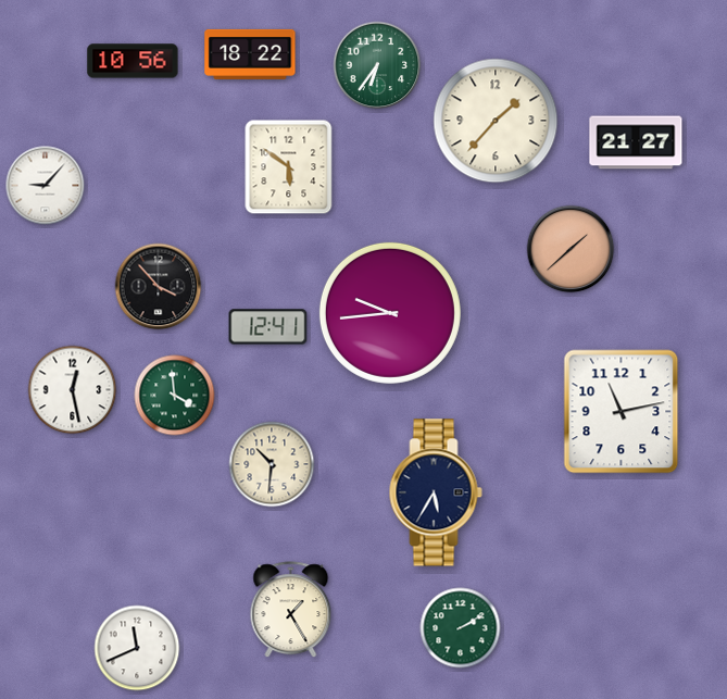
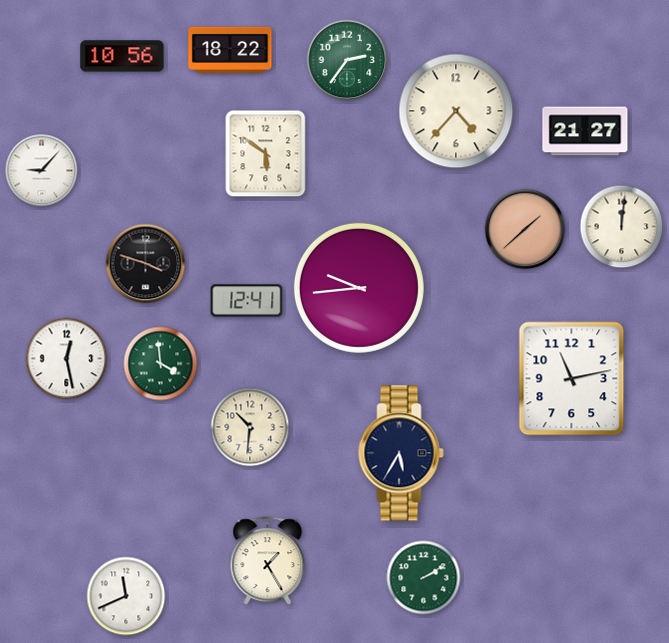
clock at (377, 65): 6:36 -> 2:36
clock at (496, 121): 1:37 -> 4:37
clock at (622, 227): none -> 12:01
clock at (159, 287): 3:53 -> 3:48
